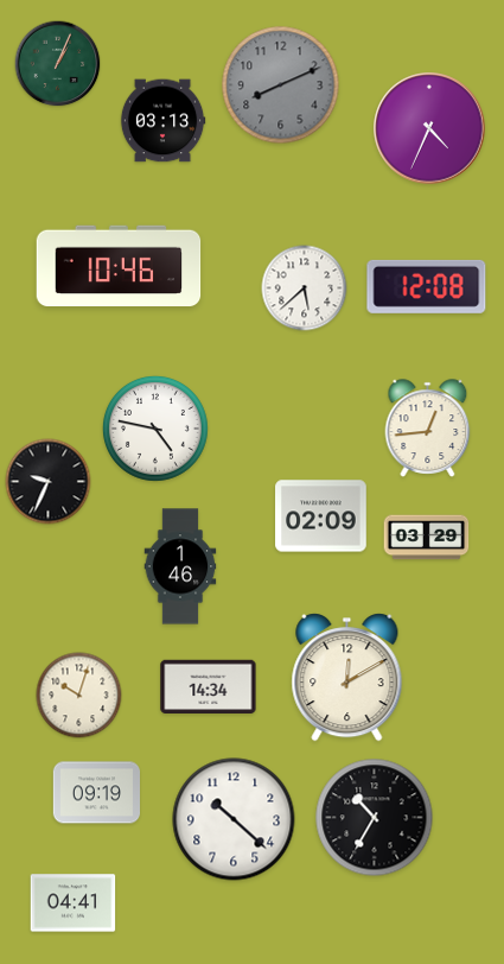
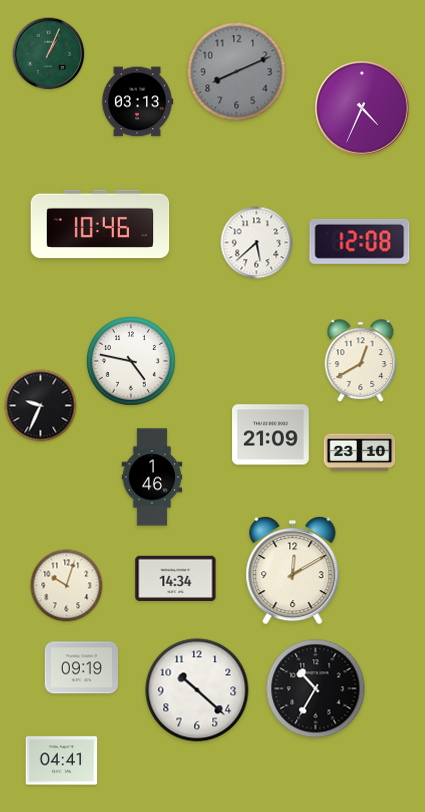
clock at (428, 429): 12:44 -> 12:40
clock at (321, 516): 02:09 -> 21:09
clock at (427, 538): 03:29 -> 23:10
